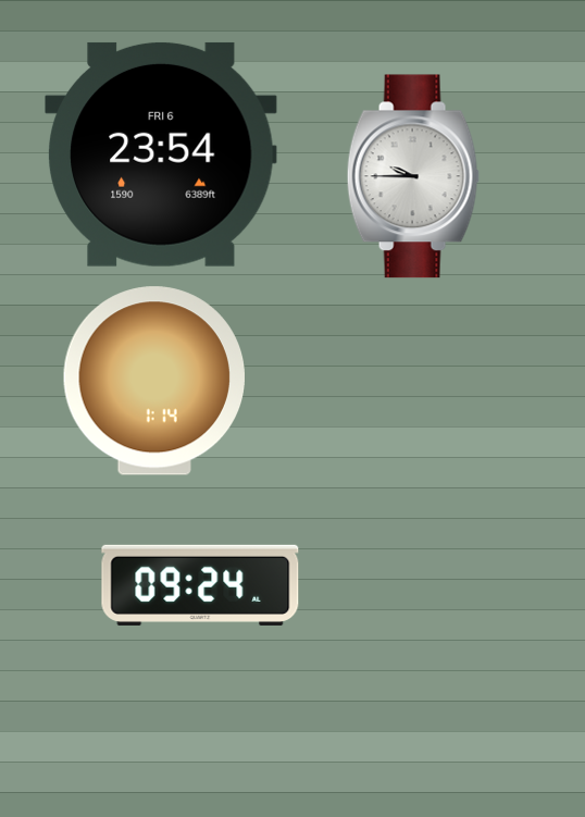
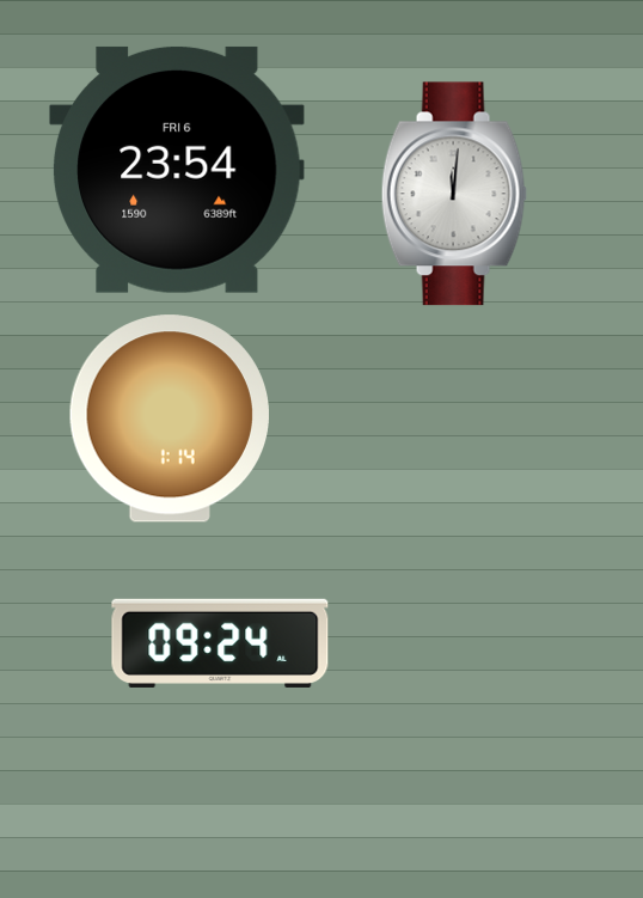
clock at (413, 176): 9:45 -> 12:01
